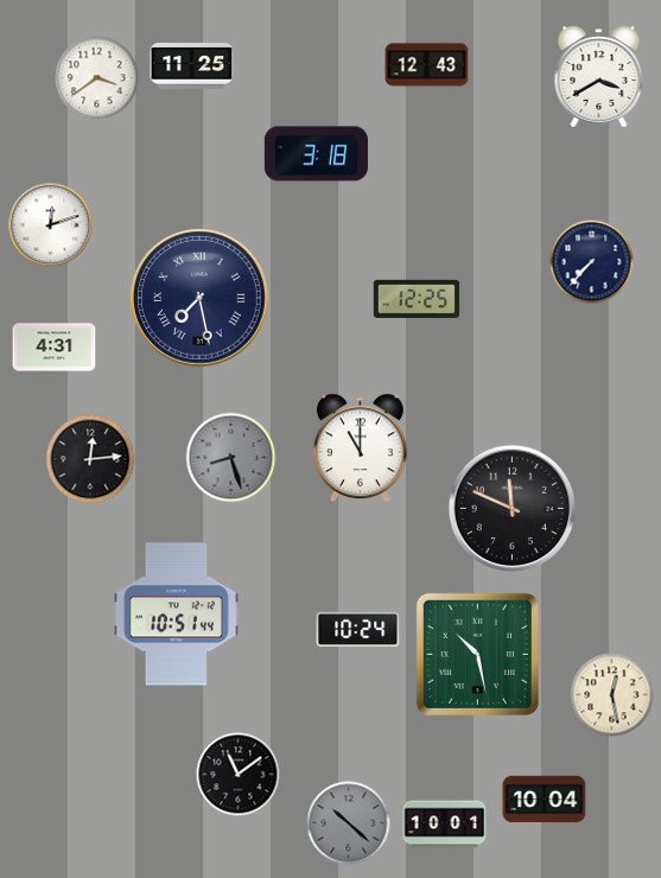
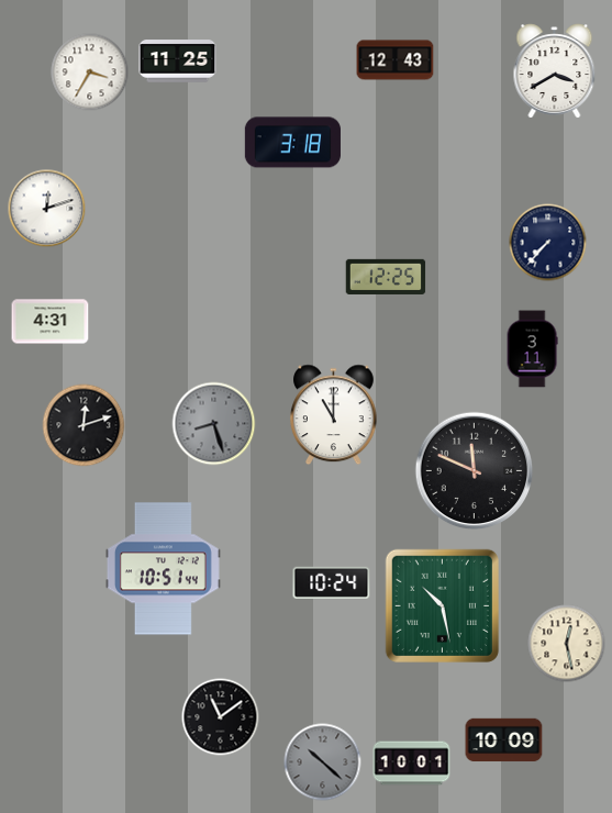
clock at (97, 78): 3:39 -> 3:35
clock at (201, 299): 7:28 -> none
clock at (532, 349): none -> 3:11
clock at (90, 459): 12:14 -> 12:12
clock at (545, 800): 10:04 -> 10:09
